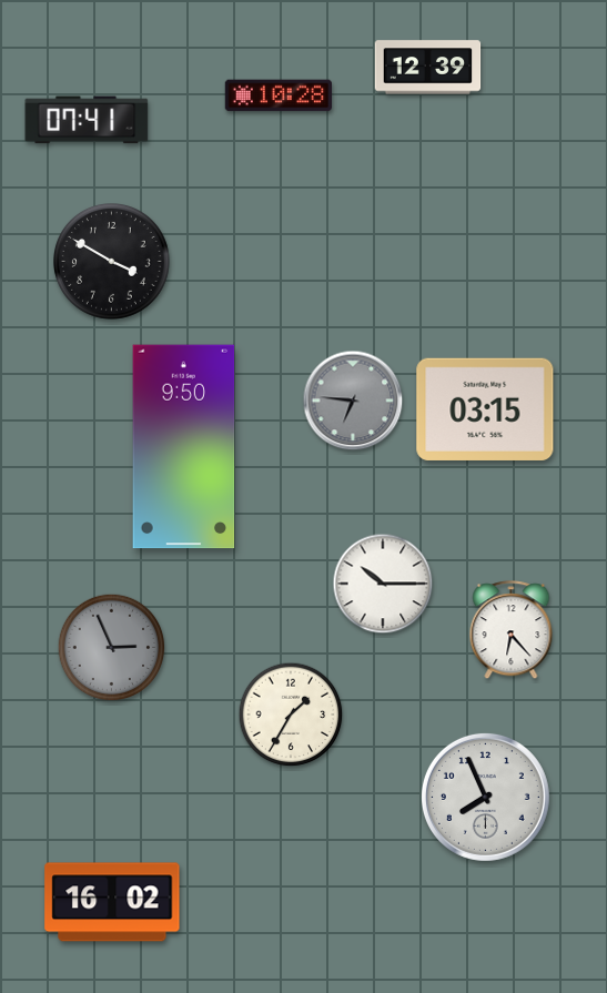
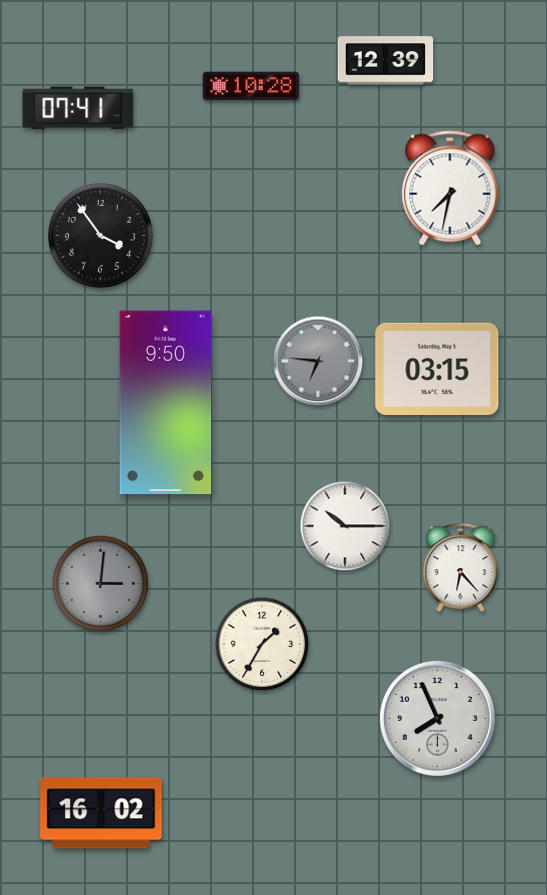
clock at (450, 188): none -> 7:32
clock at (112, 262): 3:50 -> 3:54
clock at (112, 648): 2:56 -> 3:01
